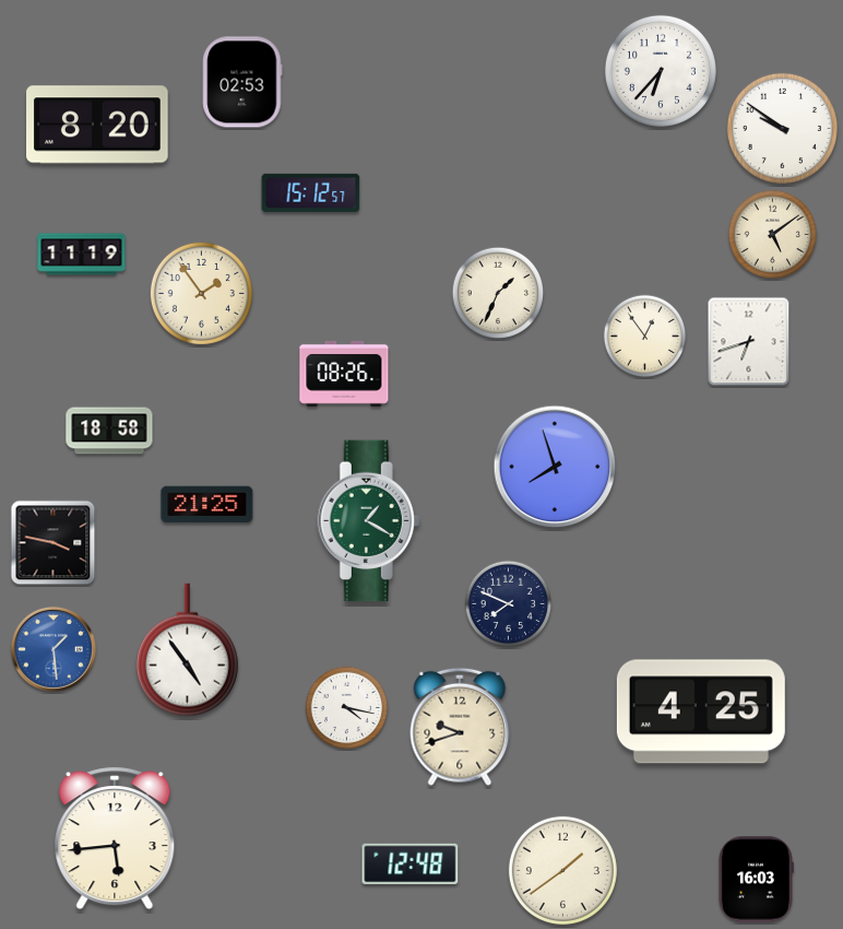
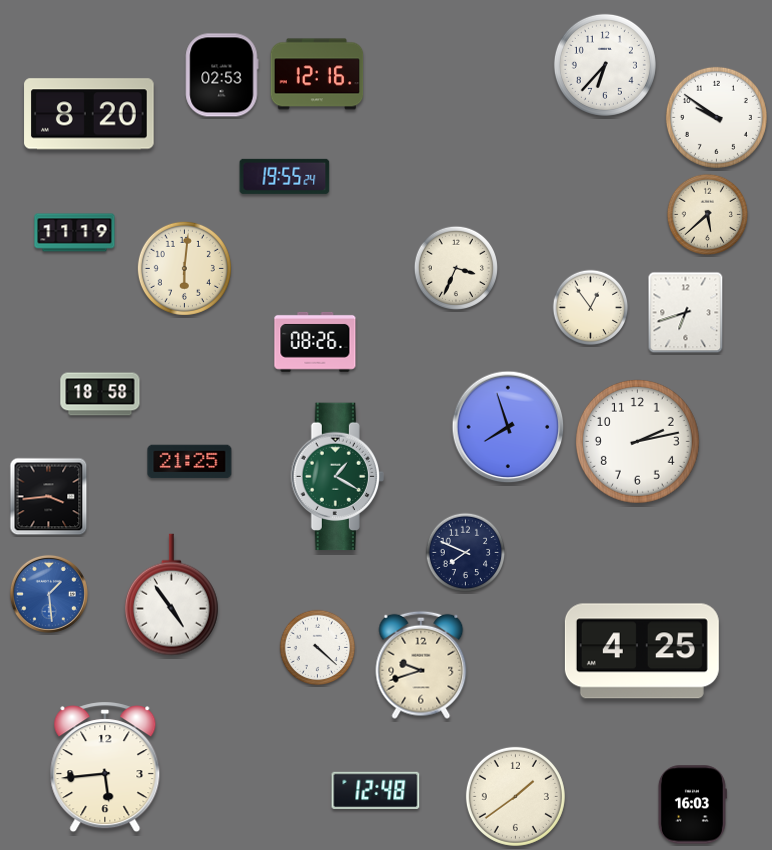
clock at (317, 74): none -> 12:16
clock at (311, 192): 15:12 -> 19:55
clock at (773, 235): 5:09 -> 5:38
clock at (497, 292): 1:34 -> 3:34
clock at (201, 293): 1:54 -> 6:01
clock at (637, 441): none -> 2:13
clock at (54, 543): 3:47 -> 3:44
clock at (347, 708): 4:17 -> 4:22
